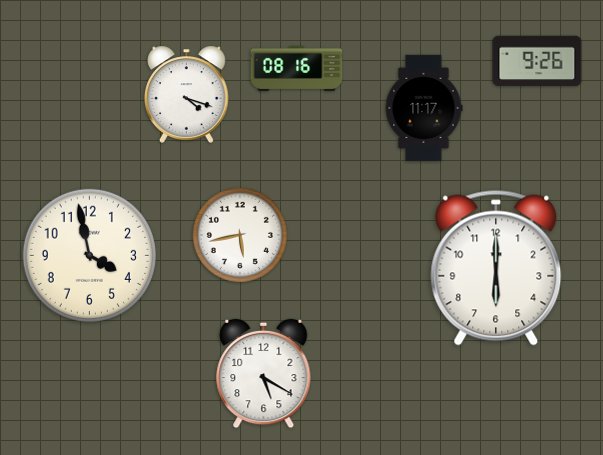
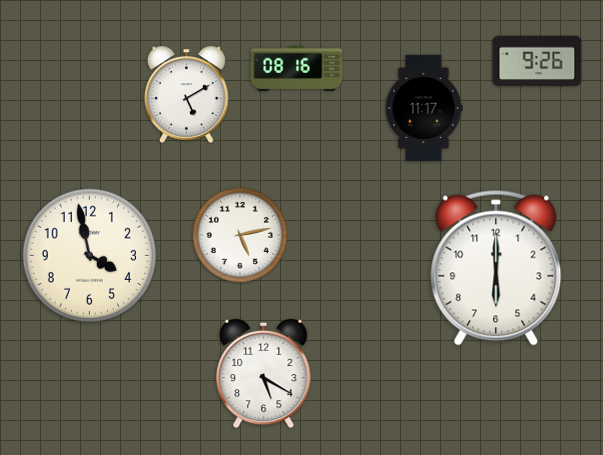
clock at (187, 94): 4:18 -> 5:10
clock at (240, 235): 5:43 -> 5:13
